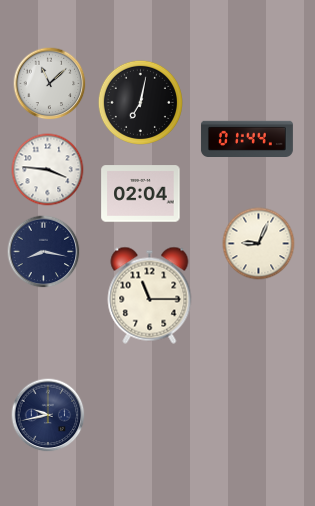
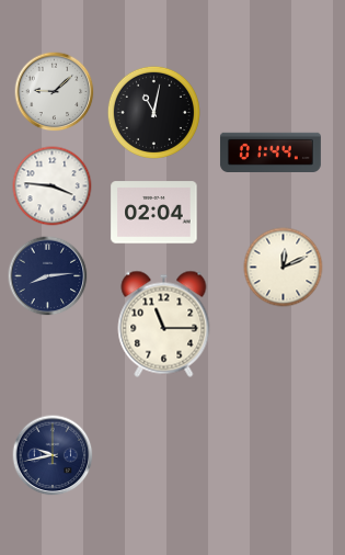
clock at (50, 84): 11:08 -> 9:08
clock at (140, 102): 7:02 -> 11:02
clock at (259, 244): 9:04 -> 12:11
clock at (44, 252): 8:17 -> 8:14
